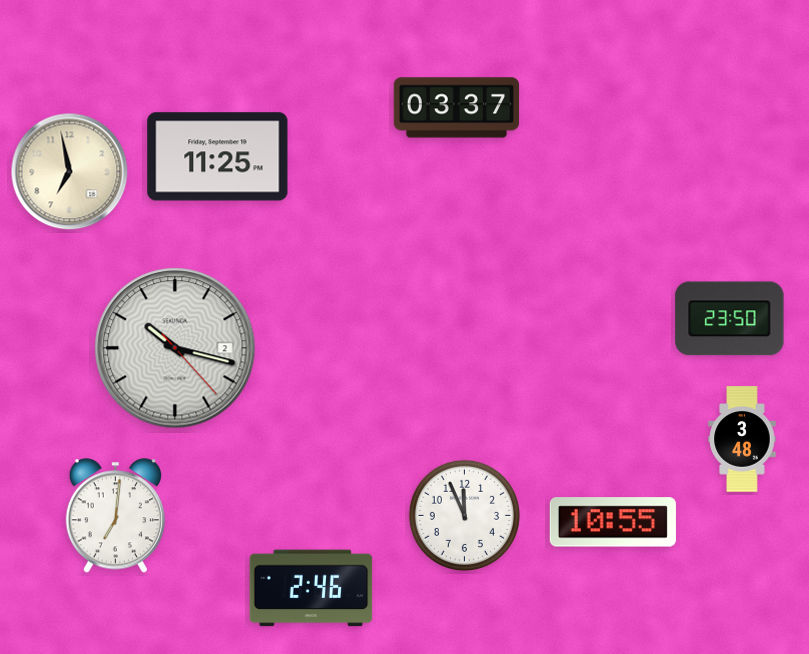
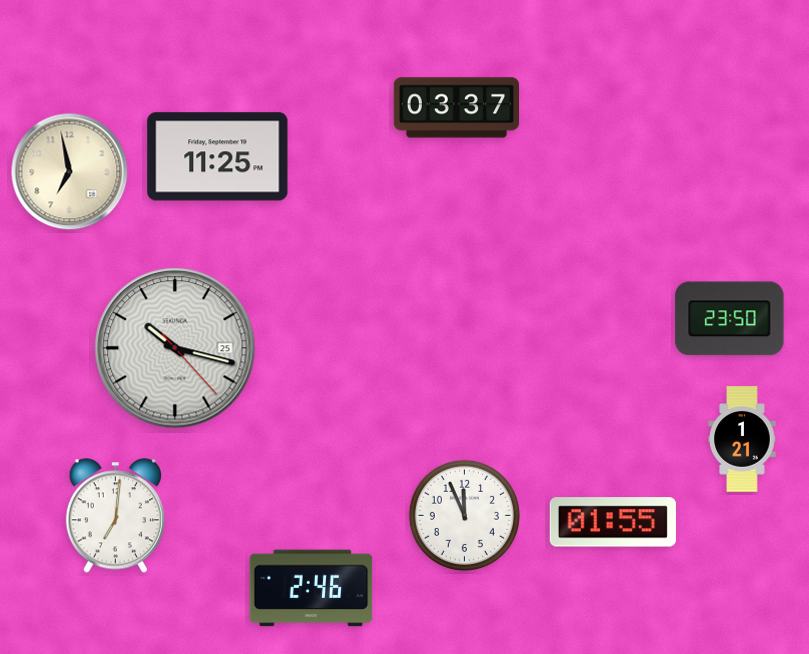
clock at (175, 348) date: 2 -> 25
clock at (742, 439): 3:48 -> 1:21
clock at (613, 522): 10:55 -> 01:55
